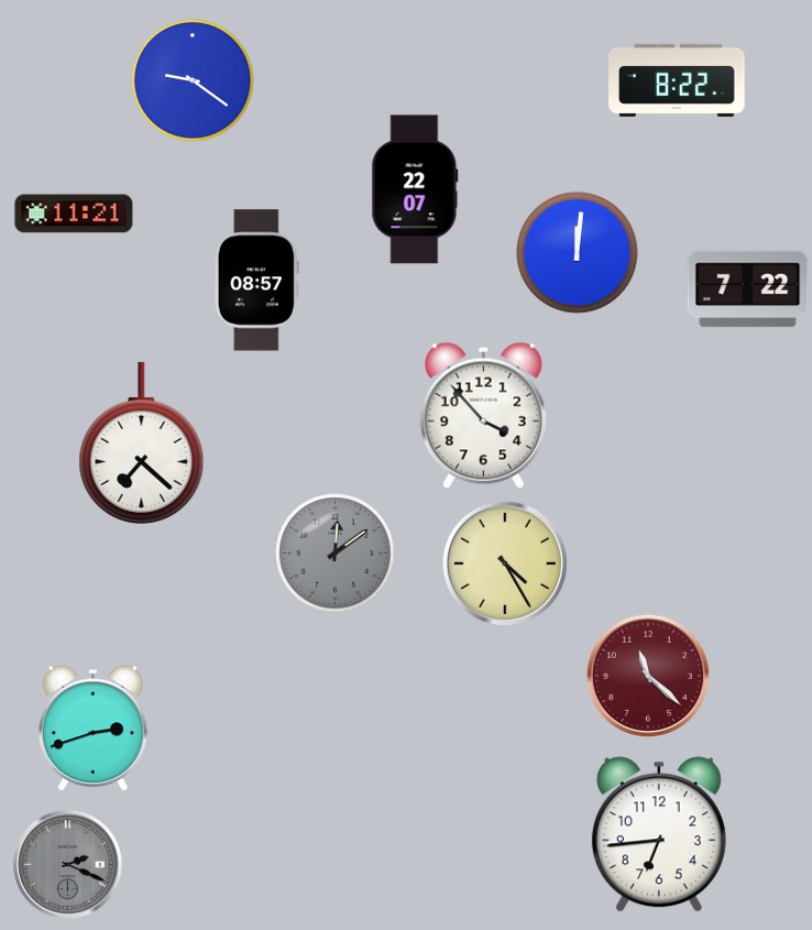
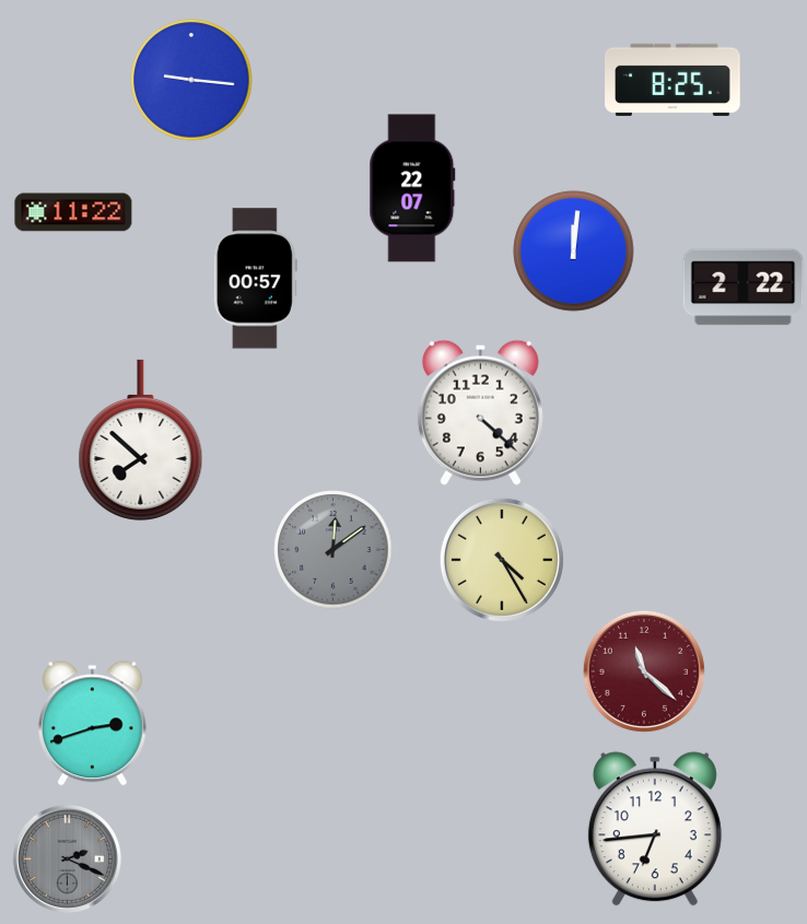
clock at (193, 80): 9:21 -> 9:16
clock at (677, 80): 8:22 -> 8:25
clock at (74, 214): 11:21 -> 11:22
clock at (256, 281): 08:57 -> 00:57
clock at (748, 289): 7:22 -> 2:22
clock at (483, 415): 3:53 -> 4:22
clock at (142, 442): 7:22 -> 7:52
